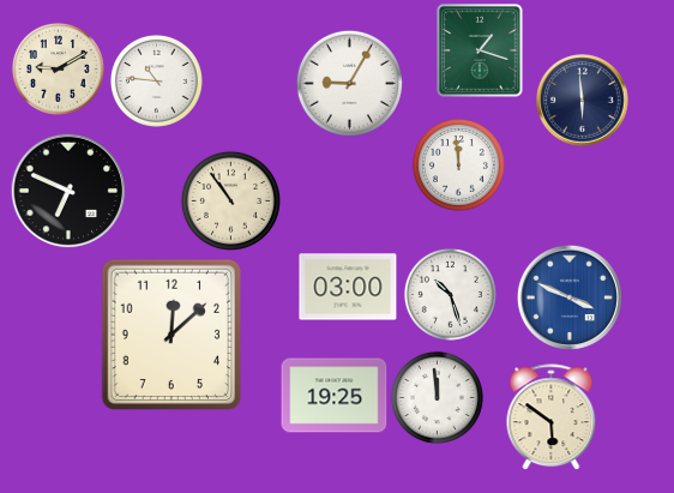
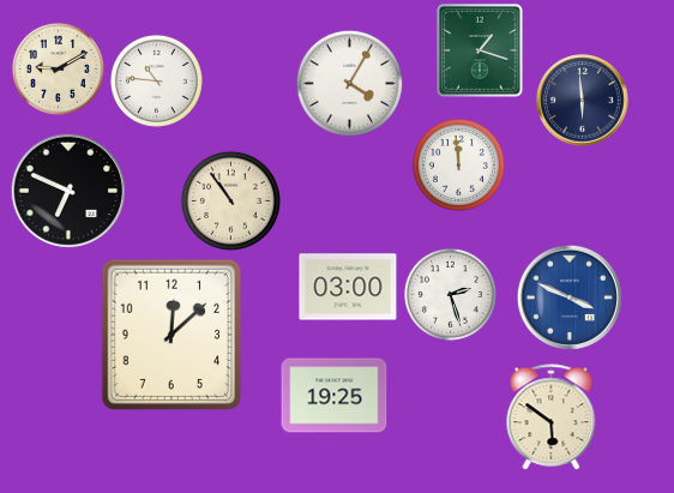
clock at (349, 83): 9:05 -> 4:05
clock at (450, 294): 10:27 -> 2:27
clock at (437, 397): 11:59 -> none
